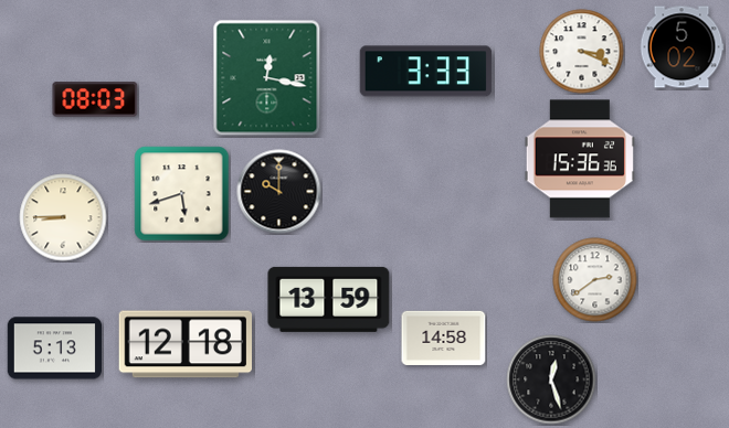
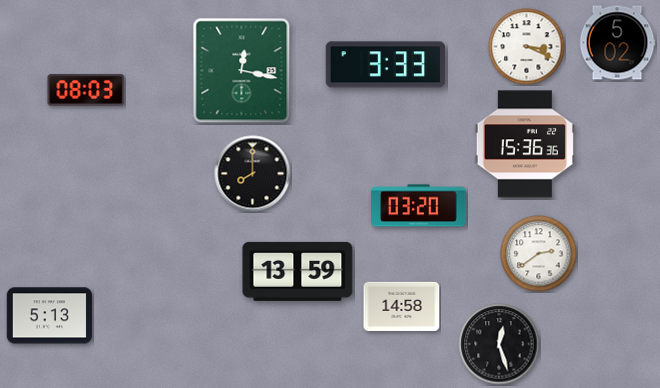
clock at (279, 192): 10:00 -> 8:00
clock at (182, 194): 5:42 -> none
clock at (63, 217): 8:45 -> none
clock at (419, 206): none -> 03:20
clock at (184, 344): 12:18 -> none
